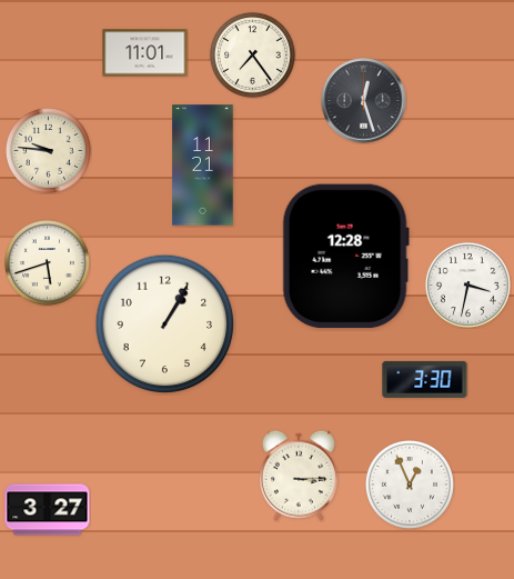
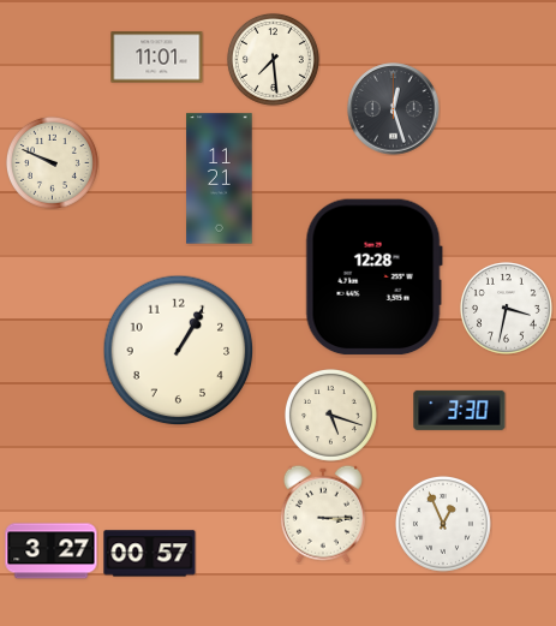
clock at (252, 54): 7:24 -> 7:29
clock at (48, 150): 9:46 -> 9:49
clock at (47, 262): 5:42 -> none
clock at (330, 415): none -> 5:18
clock at (150, 554): none -> 00:57
